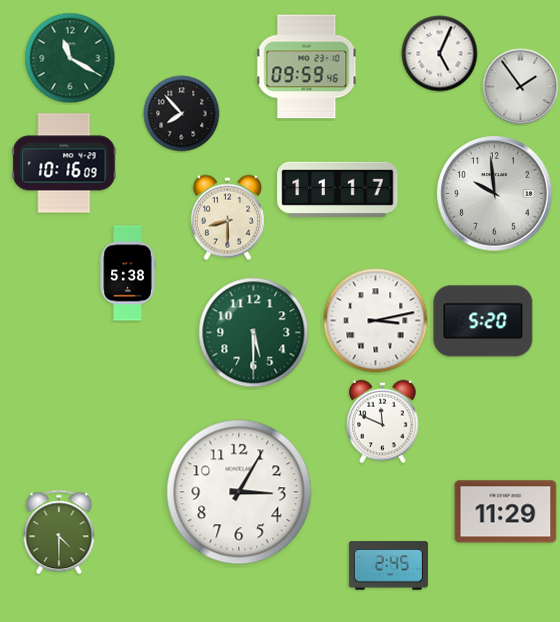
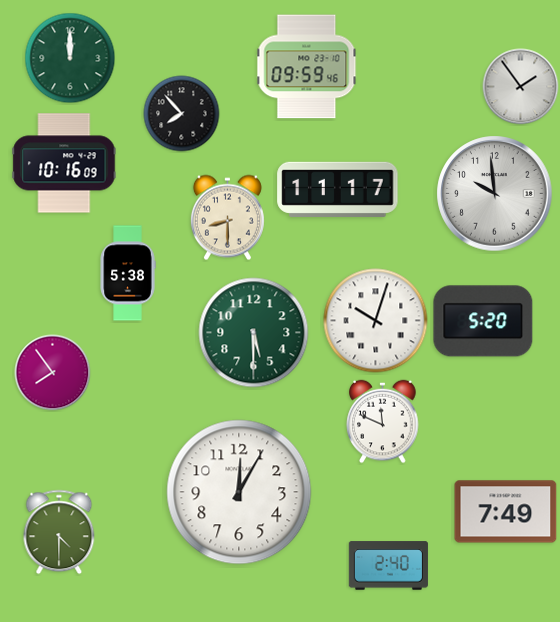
clock at (440, 54): 5:04 -> none
clock at (70, 58): 11:20 -> 12:00
clock at (376, 321): 3:13 -> 10:03
clock at (53, 373): none -> 7:54
clock at (239, 492): 3:05 -> 12:05
clock at (506, 512): 11:29 -> 7:49
clock at (388, 566): 2:45 -> 2:40
